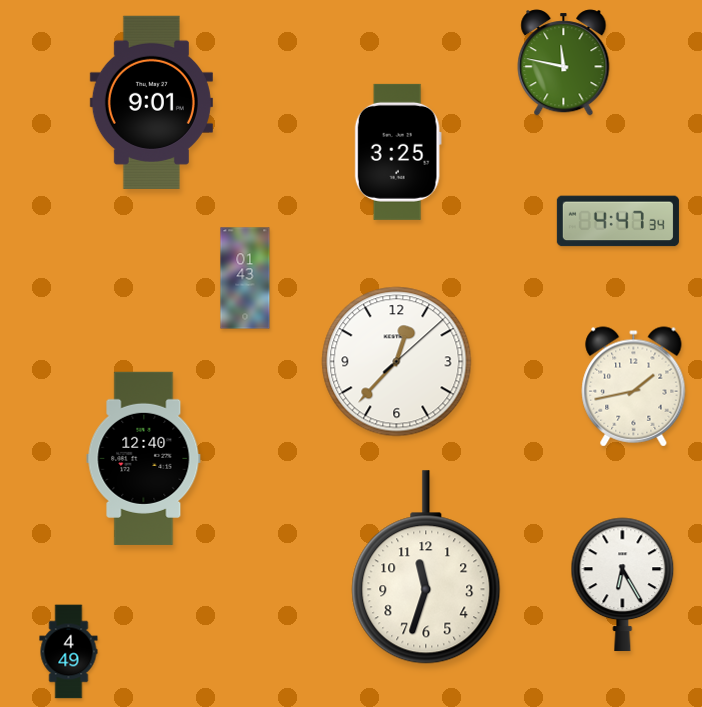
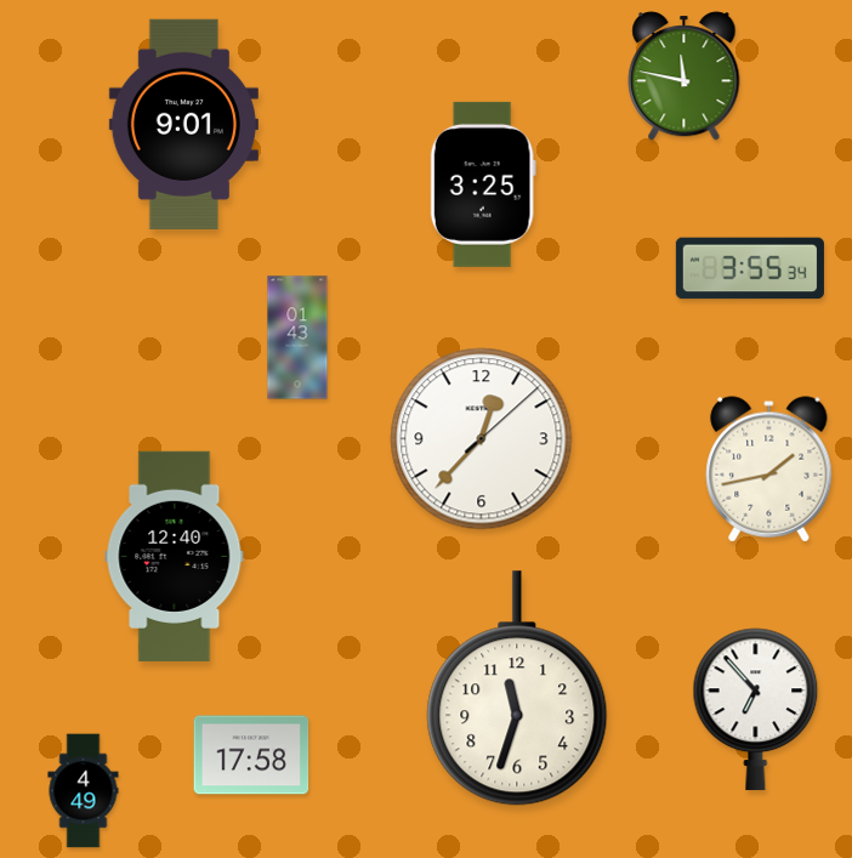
clock at (618, 221): 4:47 -> 3:55
clock at (623, 585): 6:25 -> 6:53
clock at (251, 755): none -> 17:58
